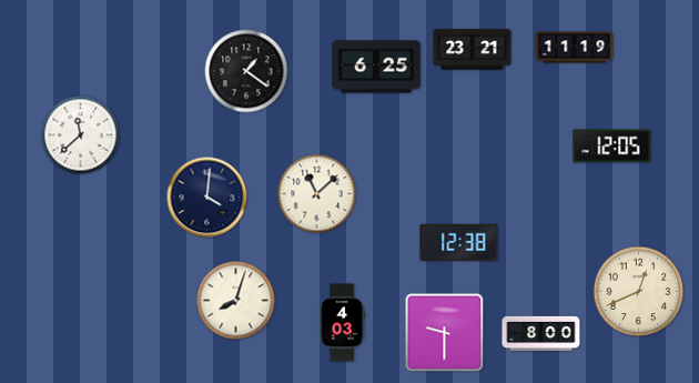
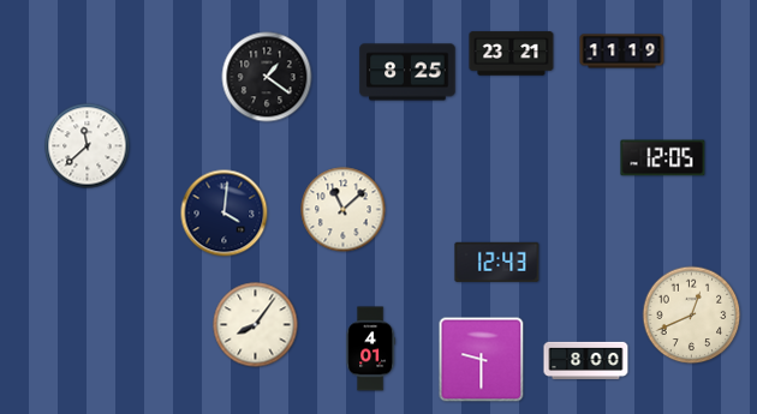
clock at (376, 67): 6:25 -> 8:25
clock at (459, 242): 12:38 -> 12:43
clock at (236, 301): 8:03 -> 8:06
clock at (343, 323): 4:03 -> 4:01
